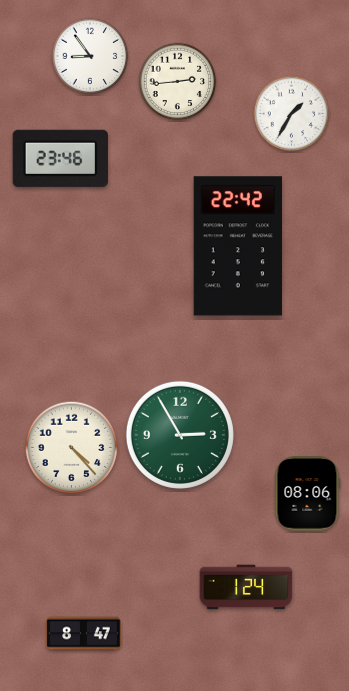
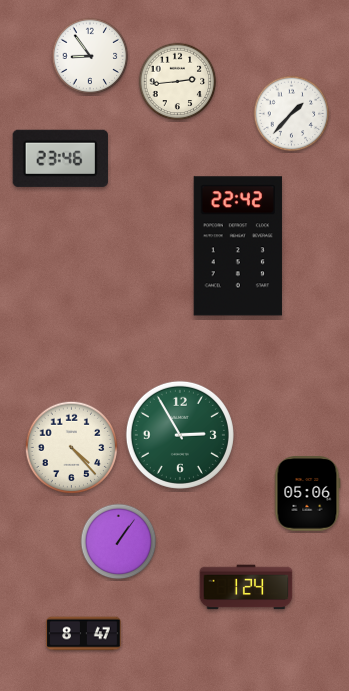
clock at (292, 114): 1:35 -> 1:37
clock at (307, 494): 08:06 -> 05:06
clock at (119, 542): none -> 1:06
